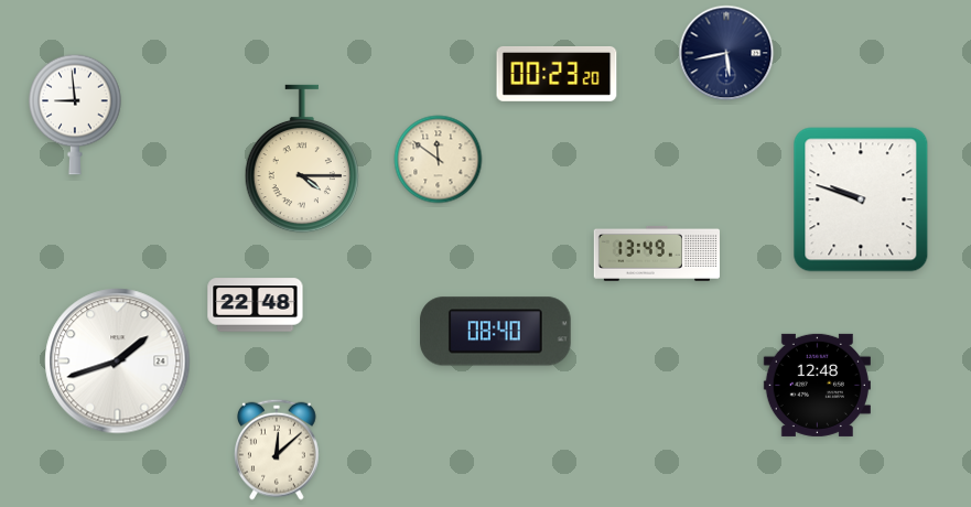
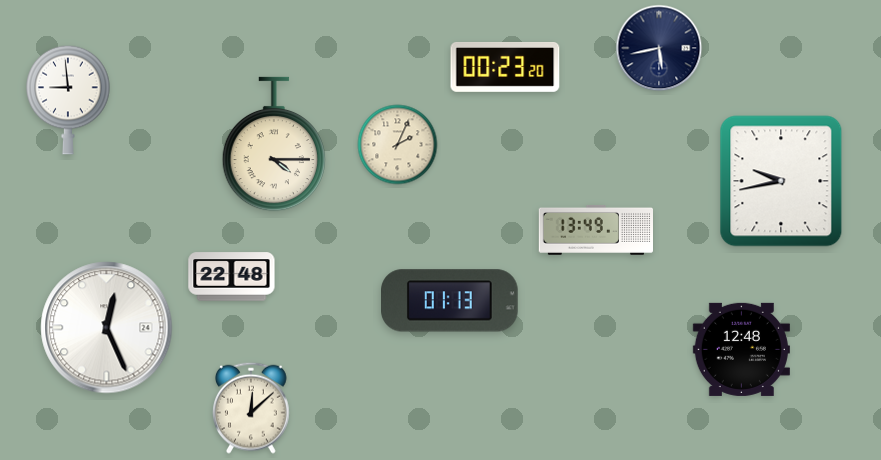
clock at (75, 115) position: (75, 115) -> (68, 100)
clock at (439, 160): 11:51 -> 2:04
clock at (861, 199): 9:48 -> 9:43
clock at (496, 332): 08:40 -> 01:13
clock at (118, 362): 1:42 -> 12:26
